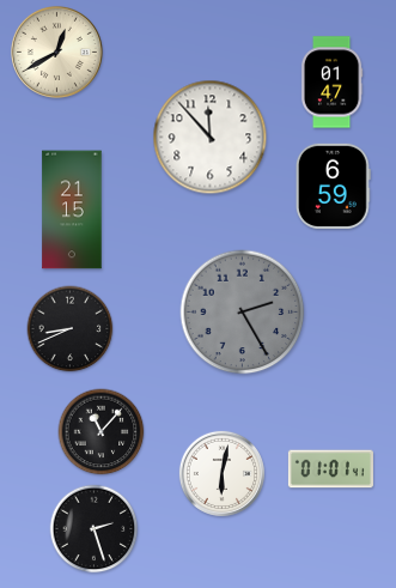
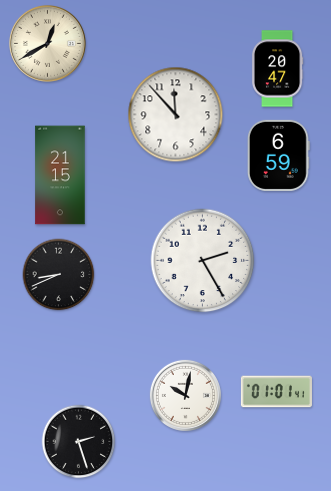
clock at (331, 83): 01:47 -> 20:47
clock at (243, 313) dial: grey -> white
clock at (102, 432): 11:07 -> none
clock at (221, 473): 6:02 -> 10:02
